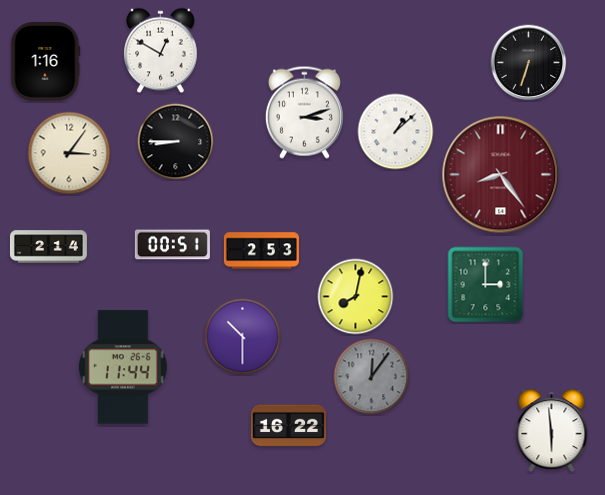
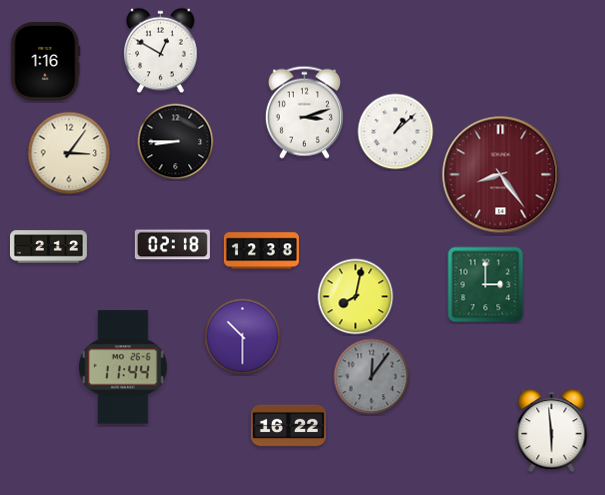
clock at (529, 63): 6:33 -> none
clock at (172, 245): 00:51 -> 02:18
clock at (48, 247): 2:14 -> 2:12
clock at (261, 251): 2:53 -> 12:38
